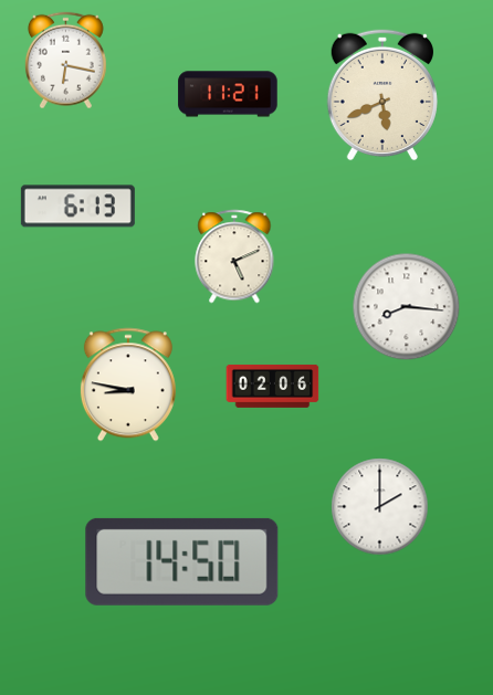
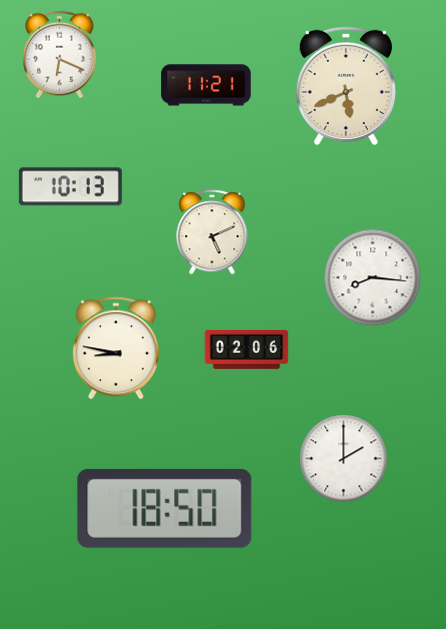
clock at (65, 61): 6:17 -> 6:19
clock at (77, 207): 6:13 -> 10:13
clock at (407, 307) position: (407, 307) -> (373, 278)
clock at (182, 561): 14:50 -> 18:50
